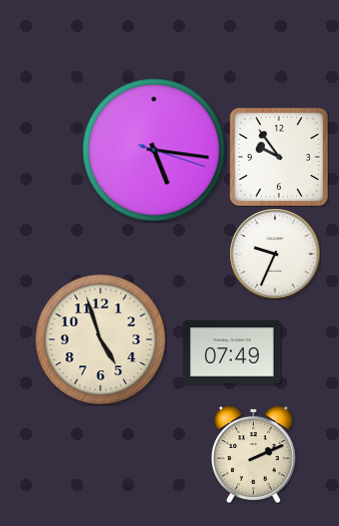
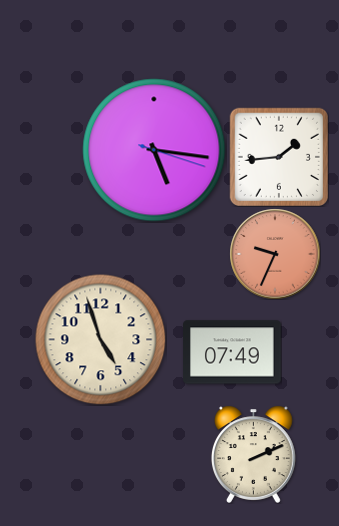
clock at (278, 156): 9:54 -> 1:44
clock at (275, 254) dial: white -> salmon
